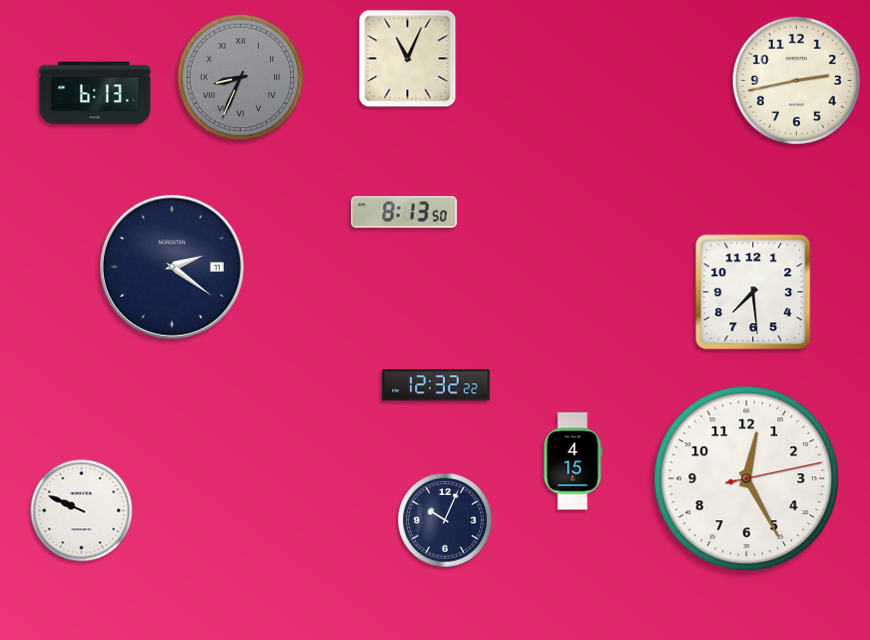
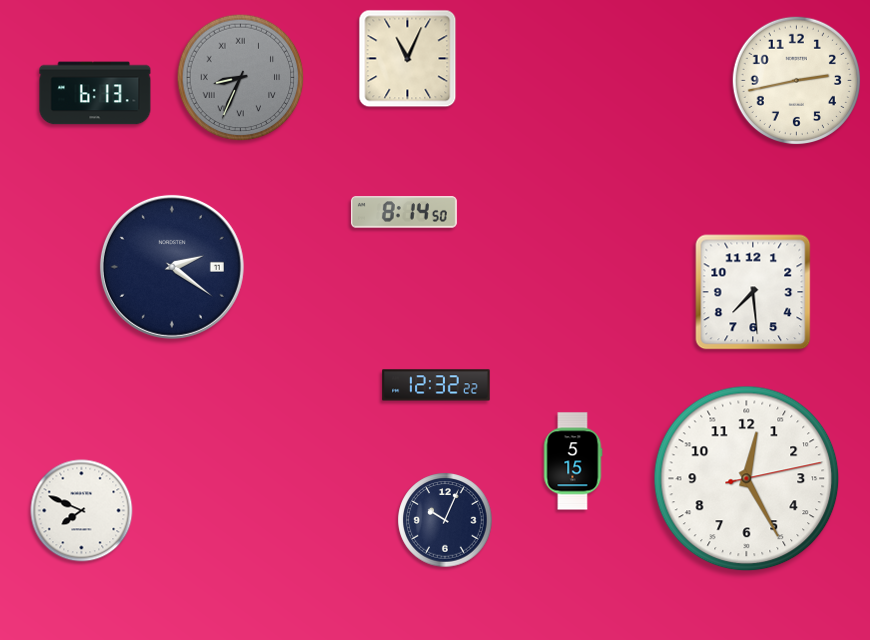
clock at (404, 212): 8:13 -> 8:14
clock at (573, 461): 4:15 -> 5:15
clock at (82, 511): 9:49 -> 7:49
